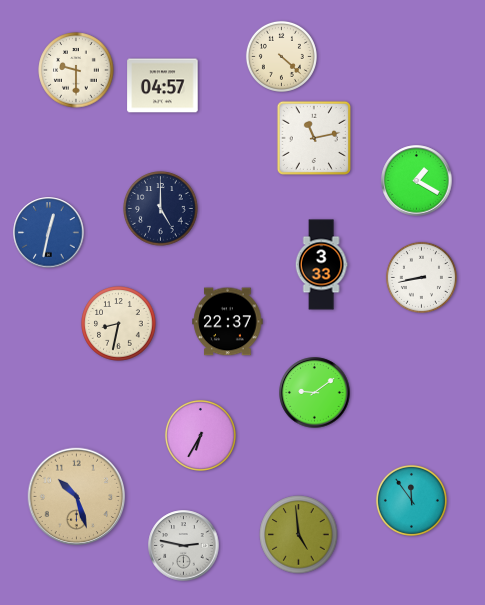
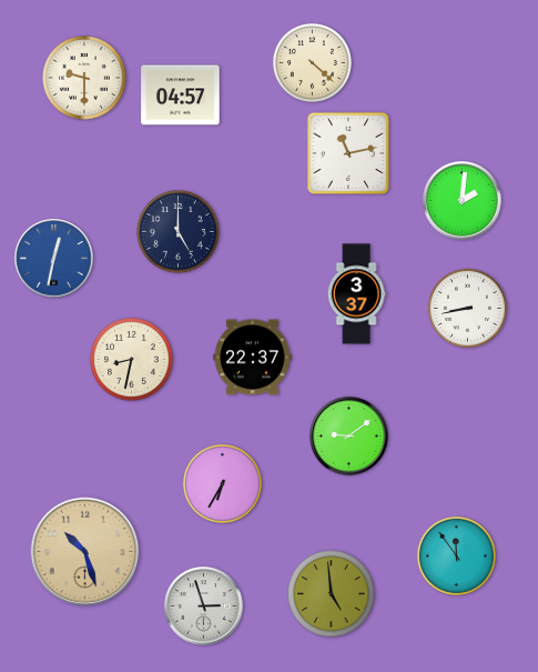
clock at (417, 181): 1:20 -> 2:01
clock at (321, 265): 3:33 -> 3:37
clock at (184, 546): 2:47 -> 2:57
